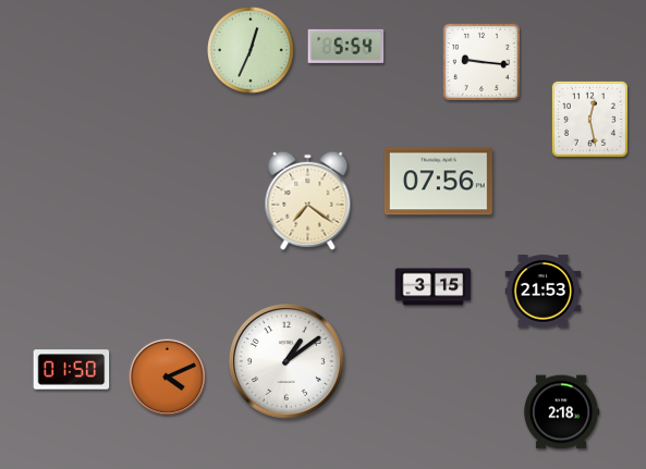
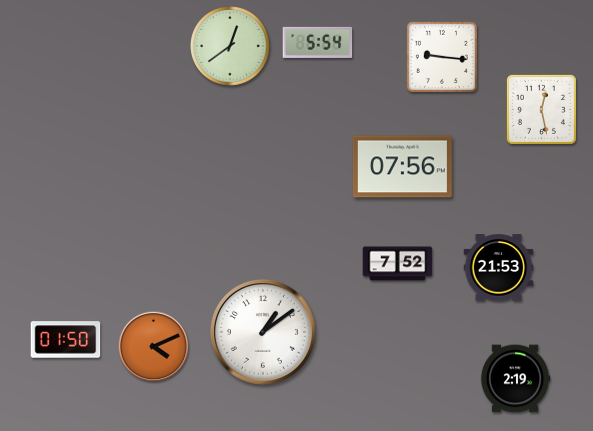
clock at (252, 51): 12:34 -> 12:39
clock at (308, 200): 7:21 -> none
clock at (434, 287): 3:15 -> 7:52
clock at (561, 412): 2:18 -> 2:19
